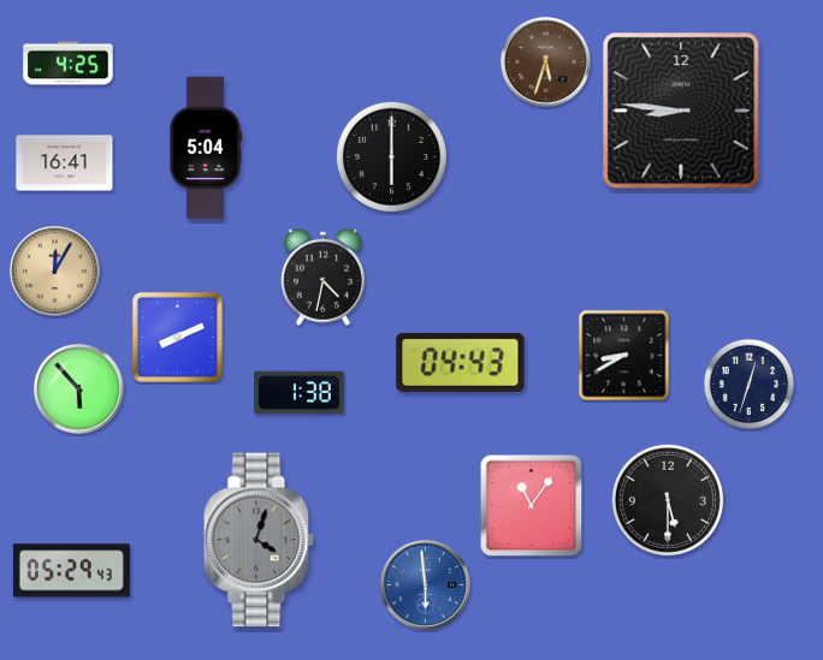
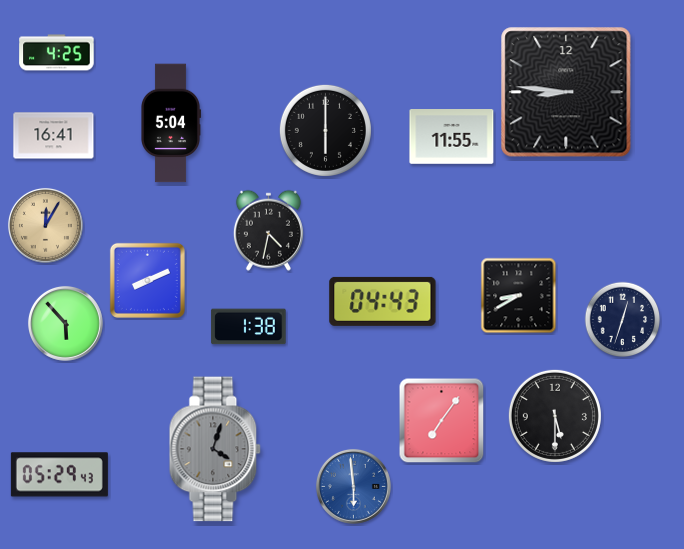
clock at (545, 61): 5:33 -> none
clock at (452, 137): none -> 11:55
clock at (532, 506): 11:06 -> 7:06
